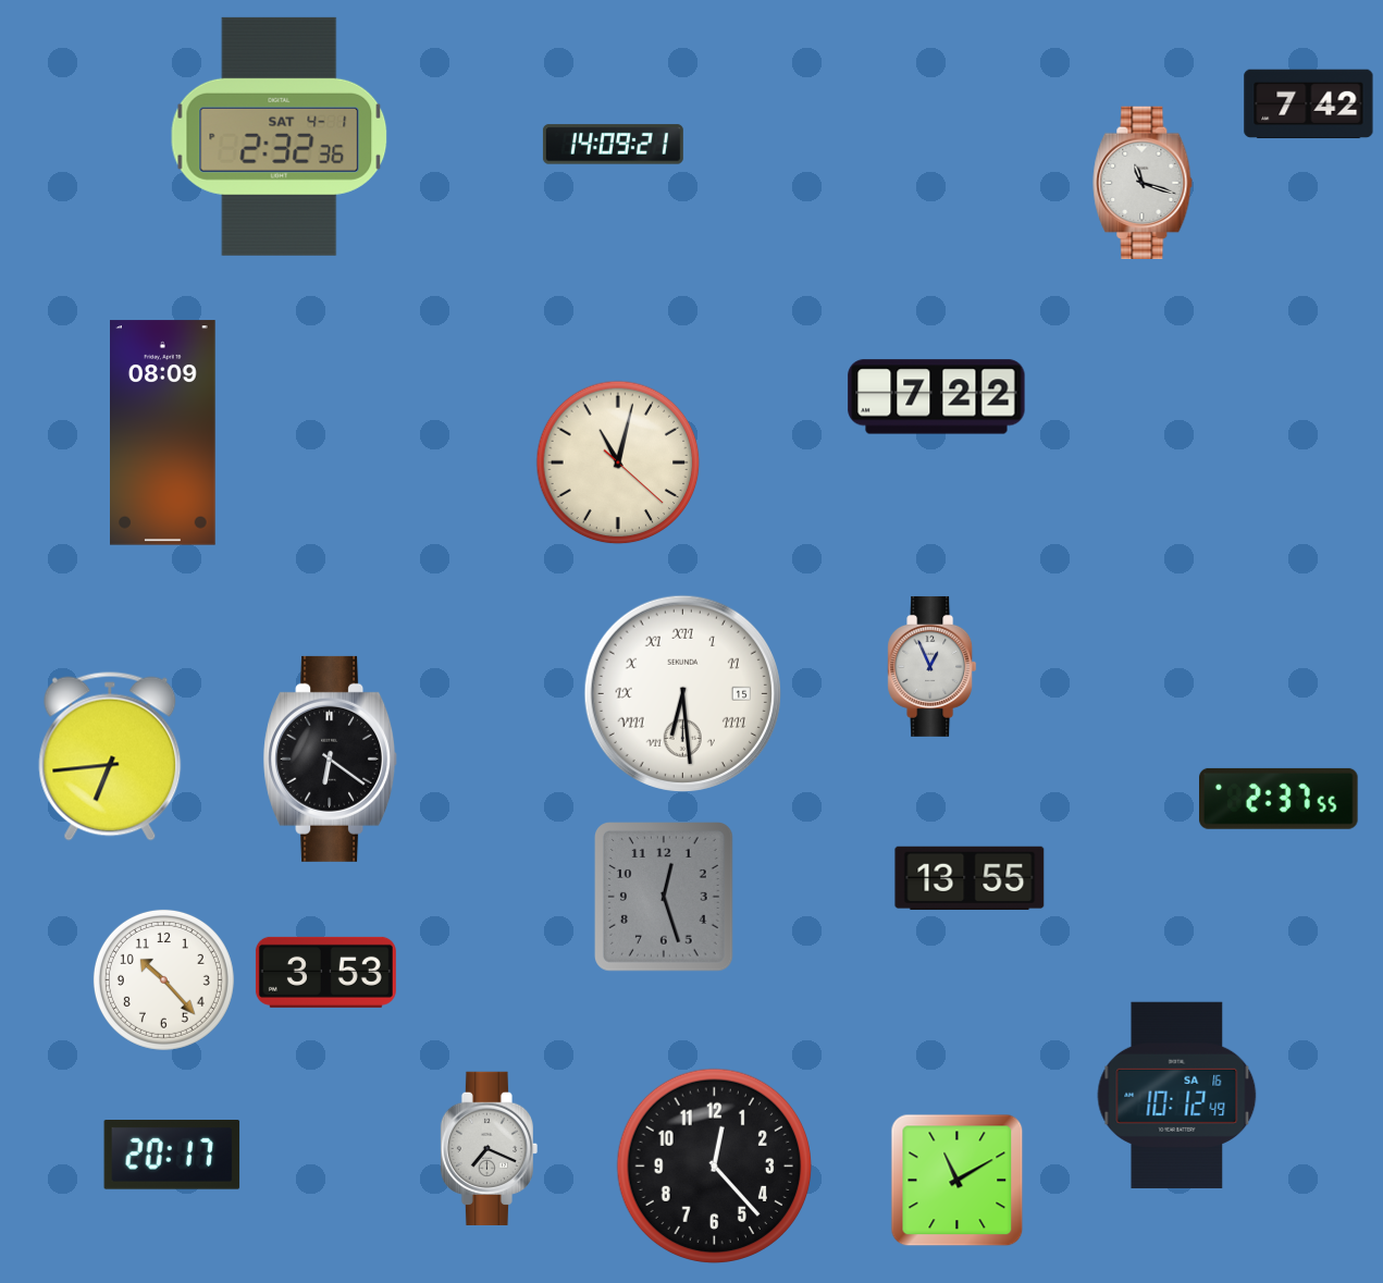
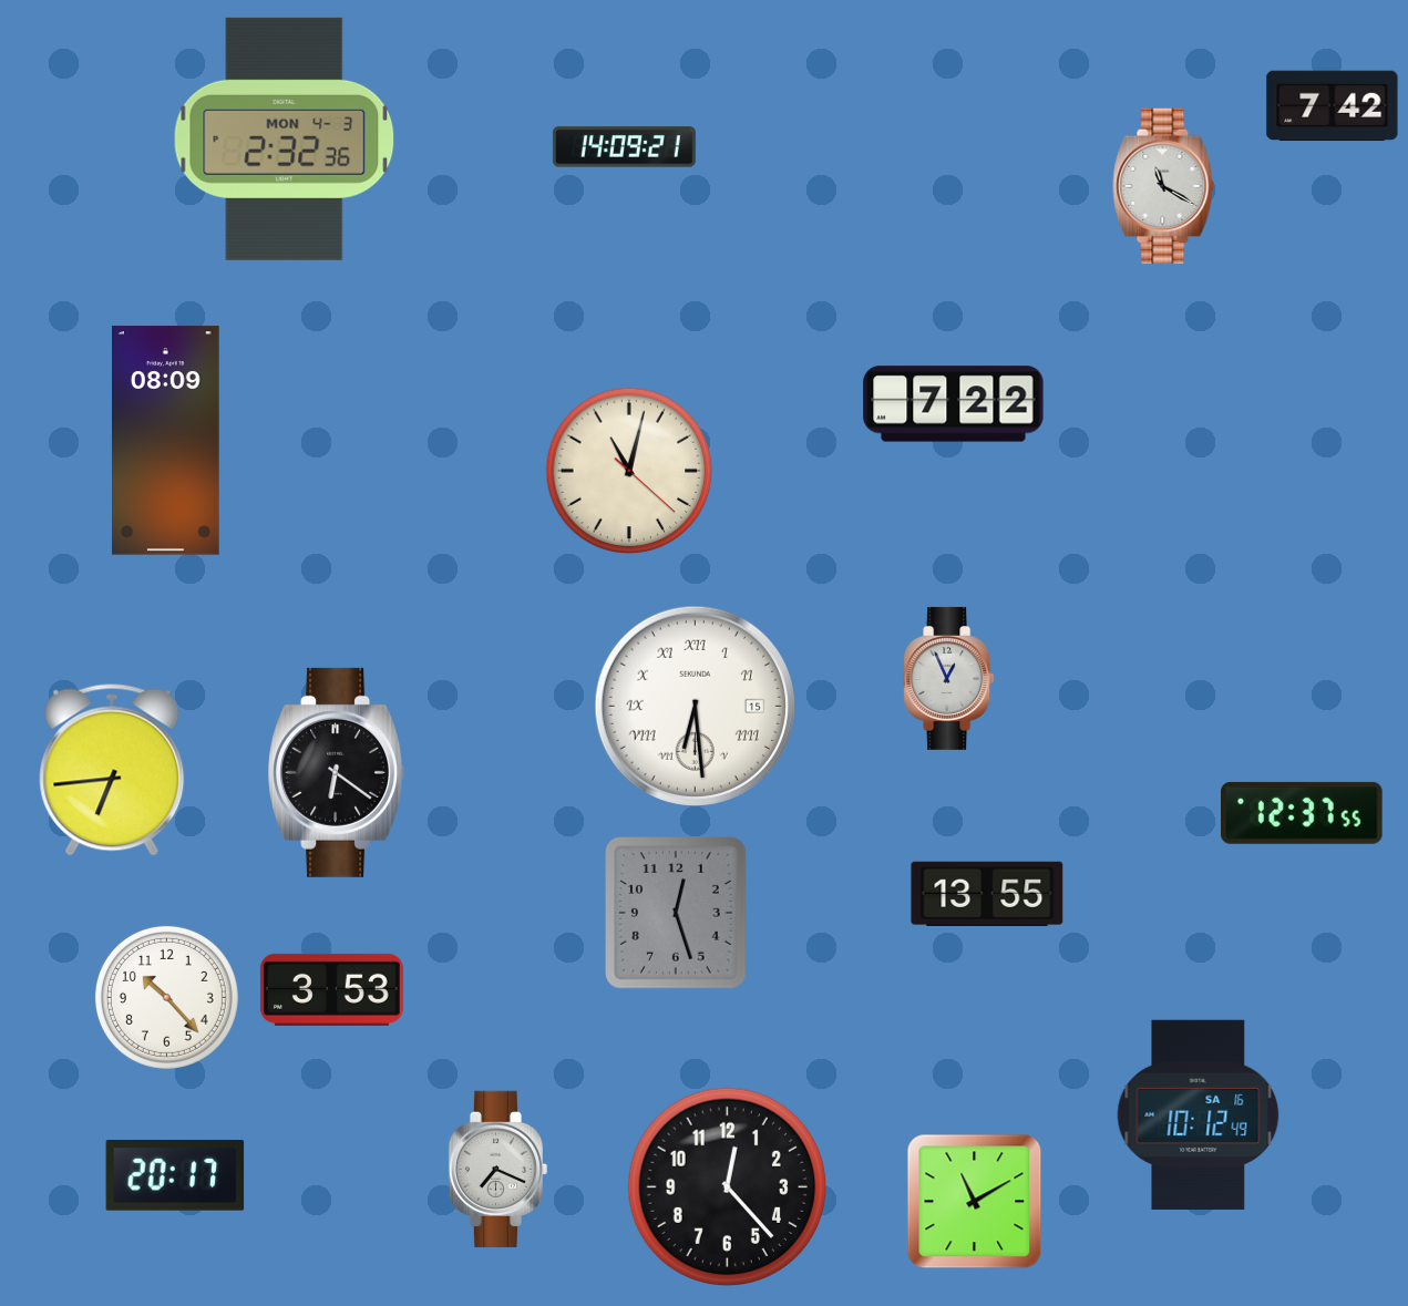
clock at (280, 136) date: SAT 4-1 -> MON 4-3
clock at (1143, 183): 11:18 -> 11:20
clock at (1280, 799): 2:37 -> 12:37
